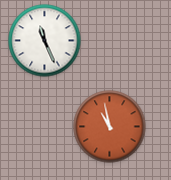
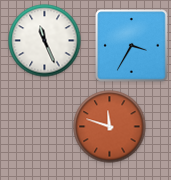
clock at (132, 46): none -> 3:35
clock at (110, 127): 10:58 -> 11:48
